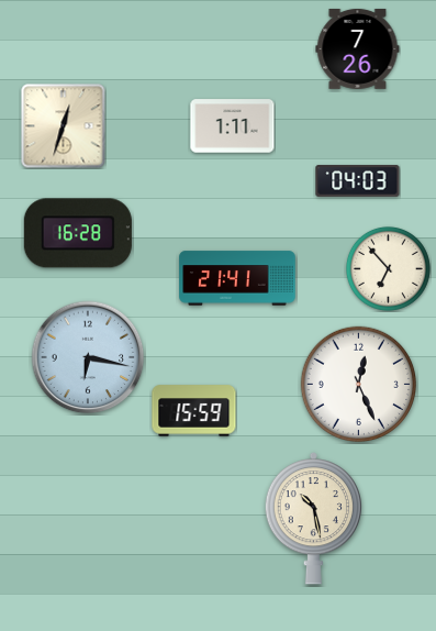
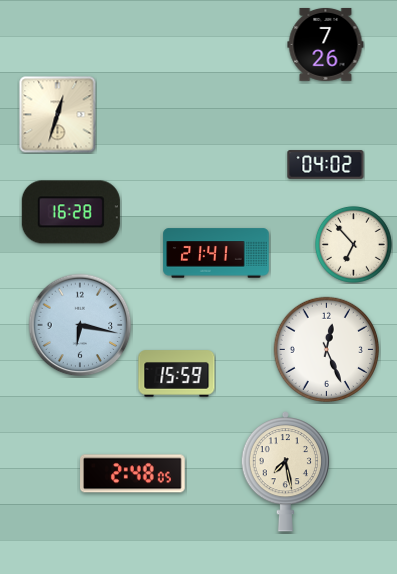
clock at (233, 126): 1:11 -> none
clock at (358, 181): 04:03 -> 04:02
clock at (314, 518): 10:28 -> 7:28
clock at (133, 474): none -> 2:48
